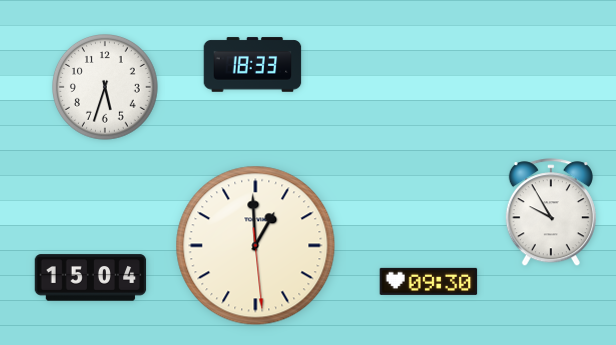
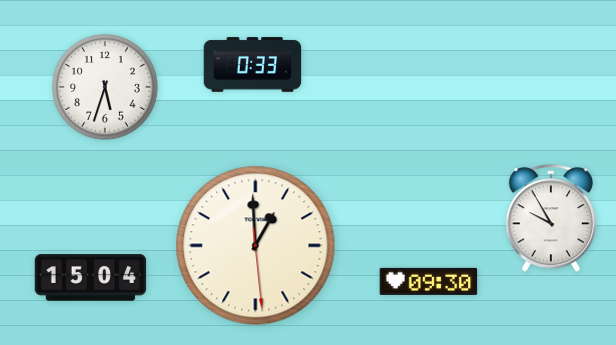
clock at (253, 65): 18:33 -> 0:33
clock at (551, 213) position: (551, 213) -> (551, 219)
